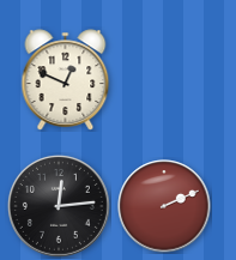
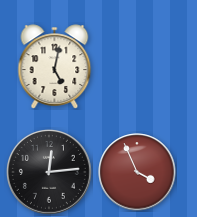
clock at (66, 80): 12:49 -> 5:02
clock at (164, 206): 2:11 -> 3:56
